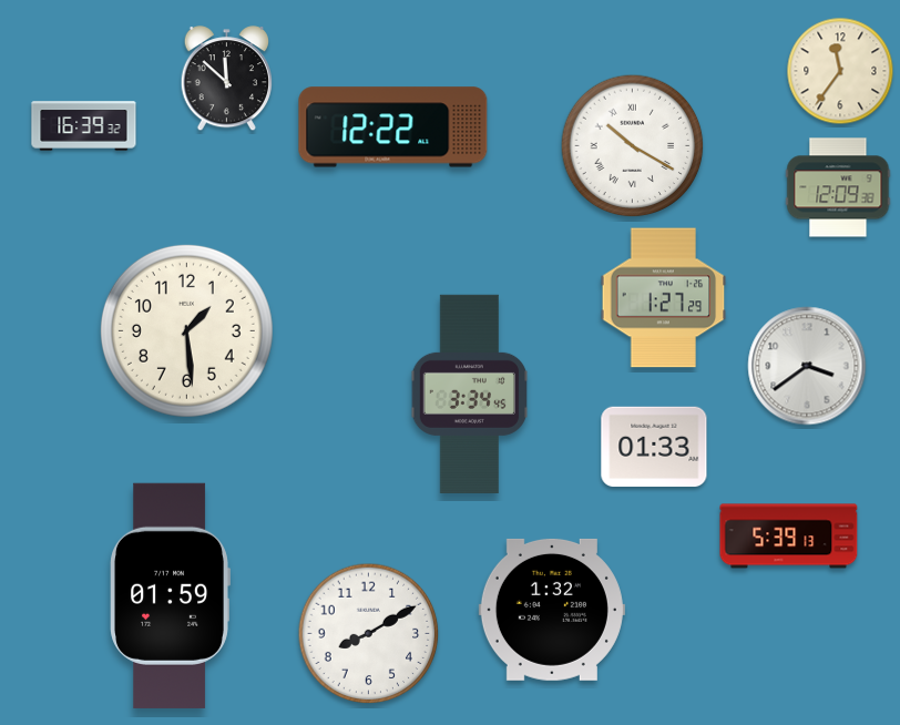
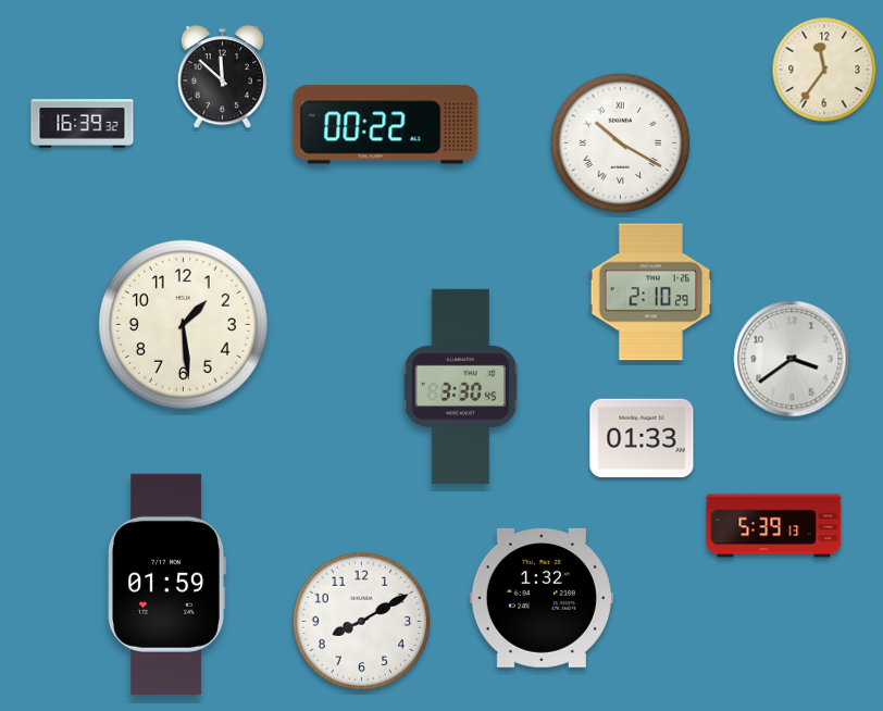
clock at (393, 127): 12:22 -> 00:22
clock at (838, 187): 12:09 -> none
clock at (664, 298): 1:27 -> 2:10
clock at (469, 394): 3:34 -> 3:30
